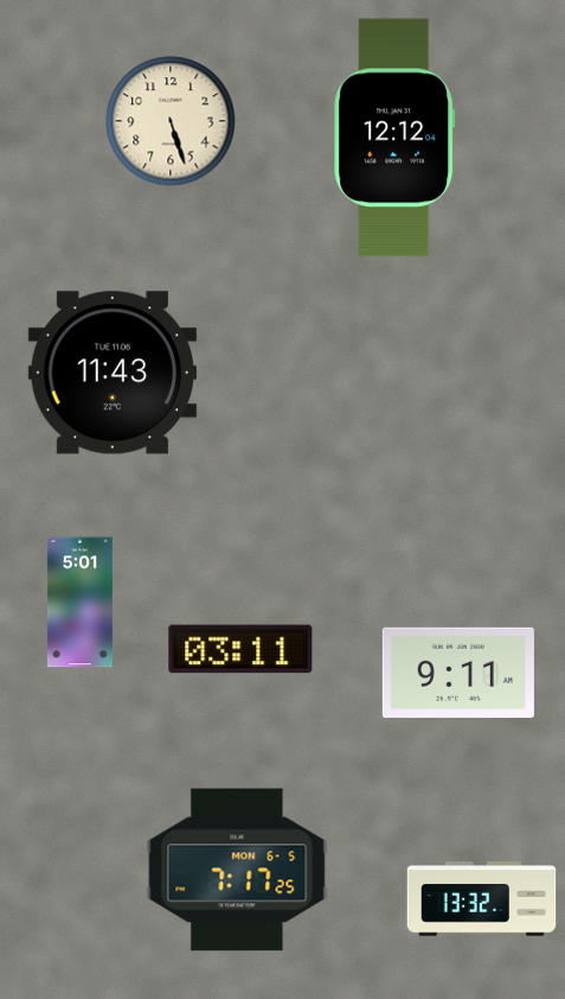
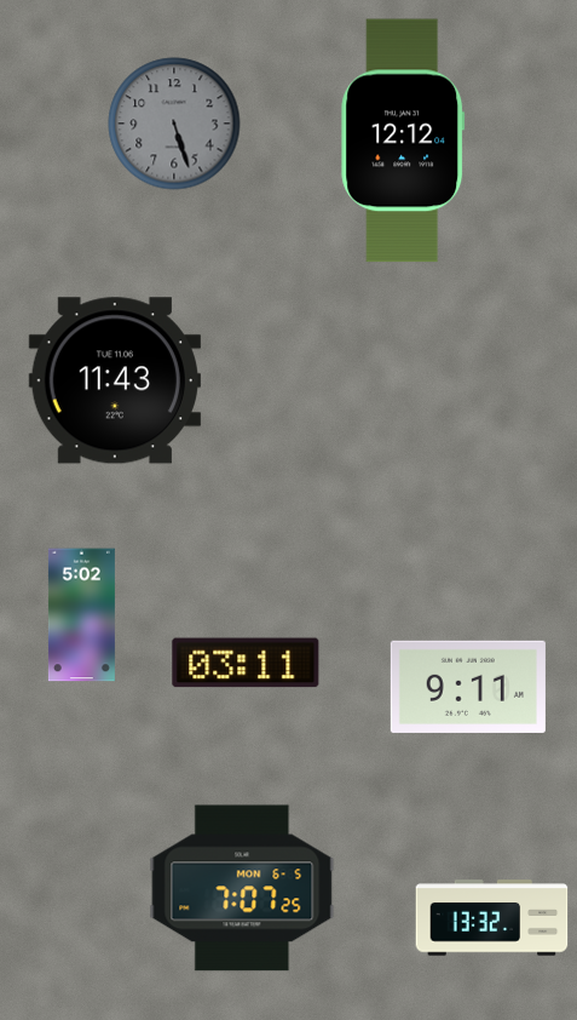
clock at (171, 121) dial: cream -> grey
clock at (79, 603): 5:01 -> 5:02
clock at (237, 870): 7:17 -> 7:07
